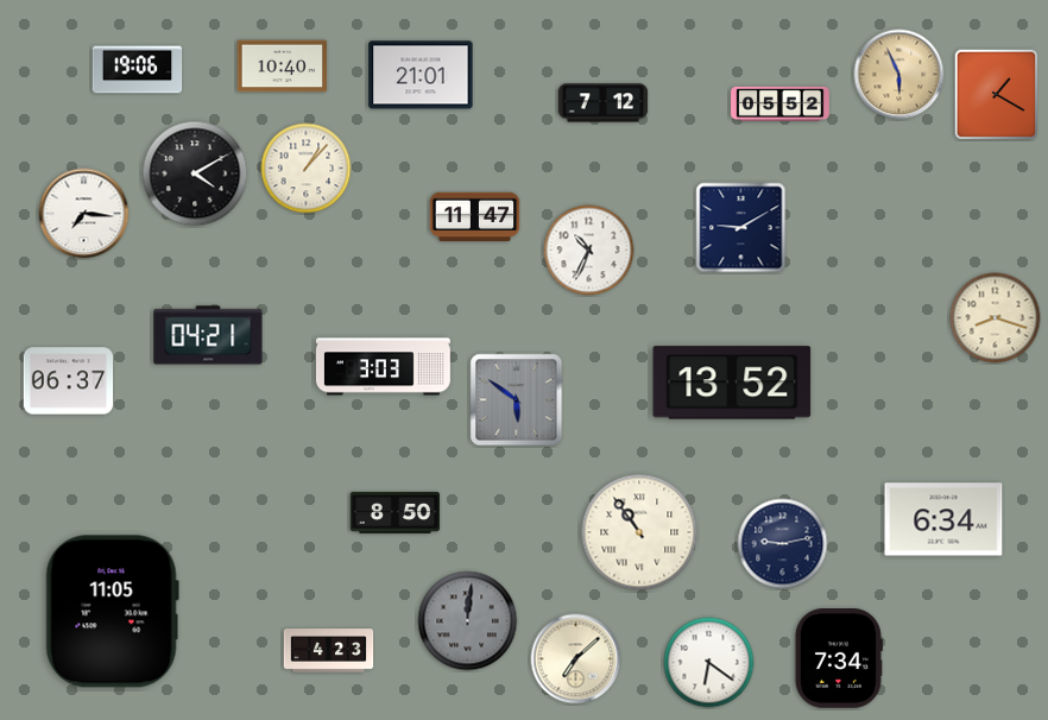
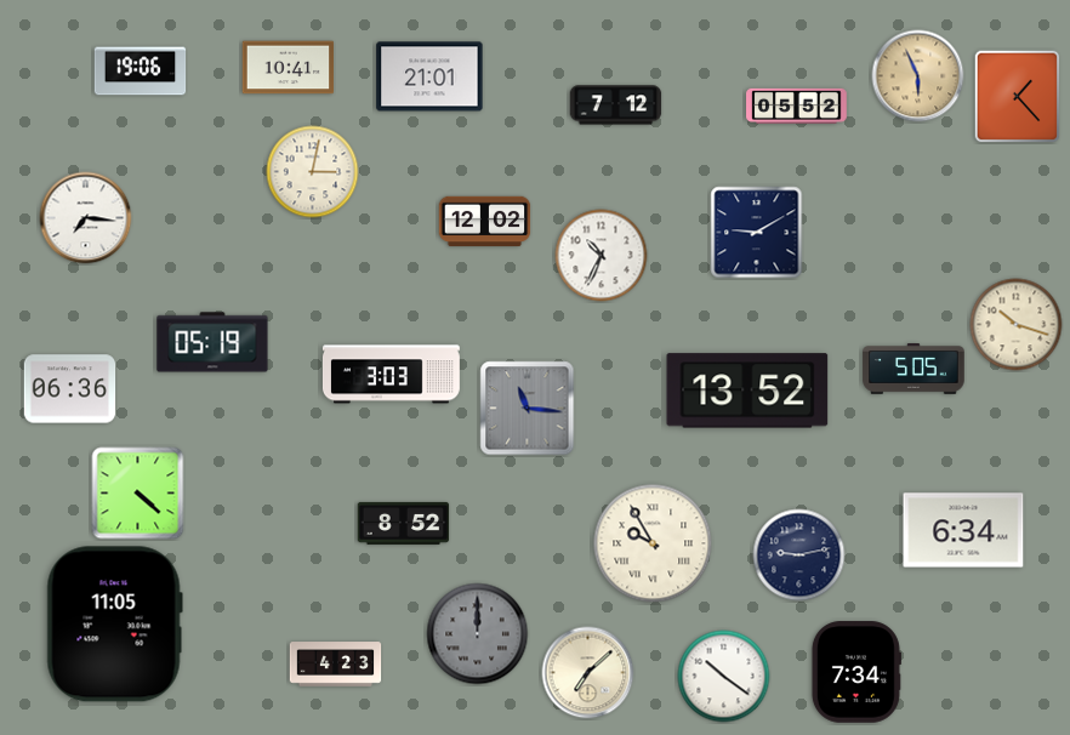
clock at (283, 67): 10:40 -> 10:41
clock at (997, 95): 1:20 -> 1:23
clock at (307, 169): 1:07 -> 3:02
clock at (195, 173): 4:10 -> none
clock at (475, 217): 11:47 -> 12:02
clock at (996, 318): 8:18 -> 10:18
clock at (208, 335): 04:21 -> 05:19
clock at (914, 370): none -> 5:05
clock at (69, 381): 06:37 -> 06:36
clock at (517, 400): 5:51 -> 11:16
clock at (138, 494): none -> 4:22
clock at (396, 512): 8:50 -> 8:52
clock at (639, 532): 10:54 -> 9:55
clock at (468, 621): 12:01 -> 12:00
clock at (709, 663): 6:21 -> 10:21
